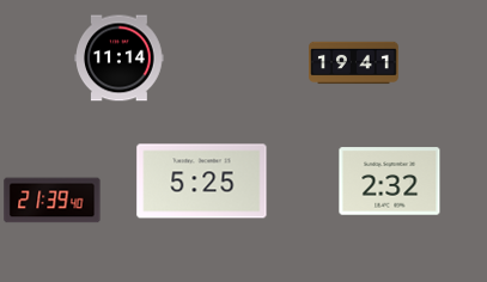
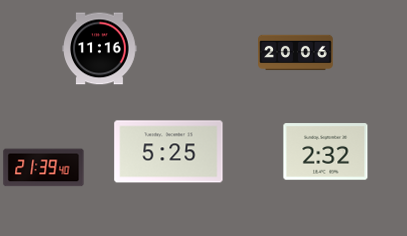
clock at (120, 59): 11:14 -> 11:16
clock at (354, 63): 19:41 -> 20:06
